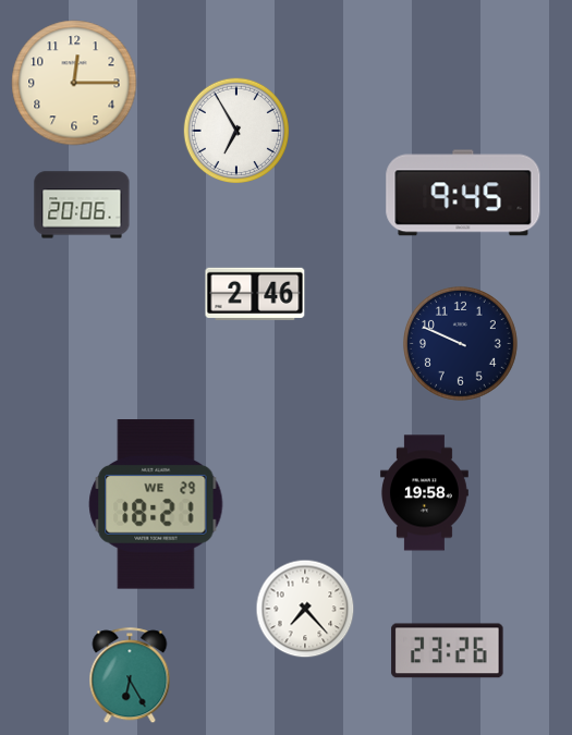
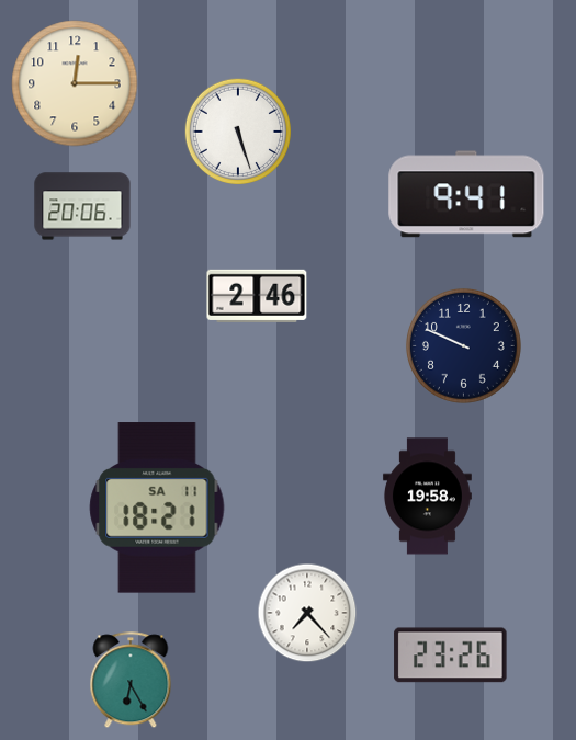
clock at (235, 130): 6:55 -> 5:27
clock at (463, 193): 9:45 -> 9:41
clock at (156, 504) date: WE 29 -> SA 11
